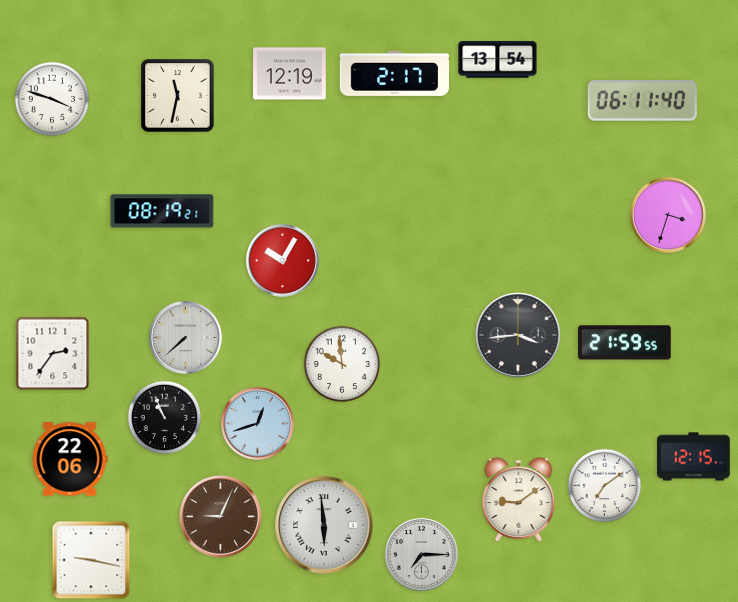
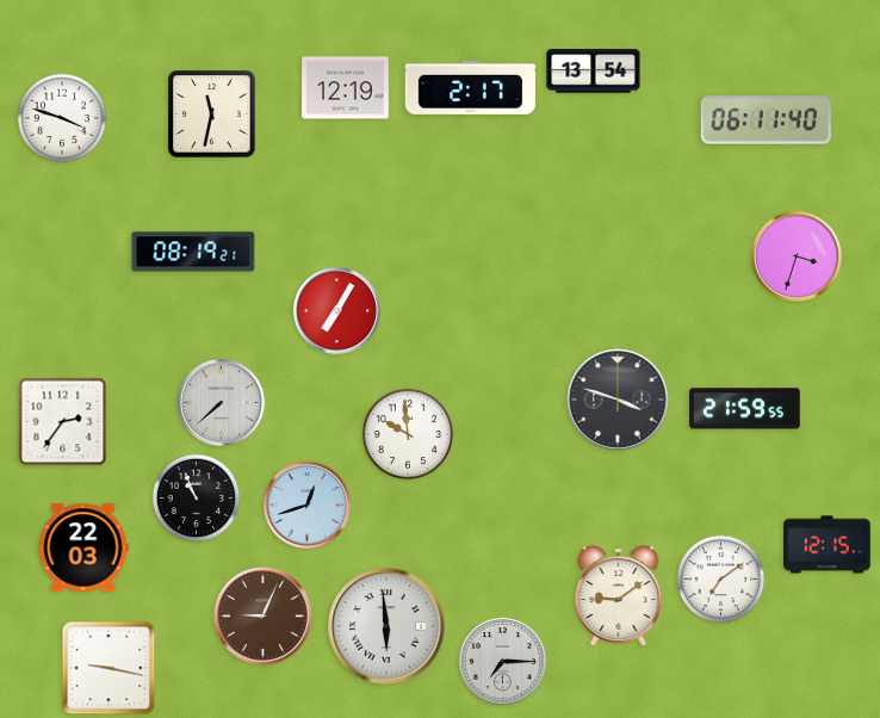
clock at (282, 260): 10:05 -> 7:05
clock at (518, 335): 3:44 -> 3:48
clock at (70, 459): 22:06 -> 22:03
